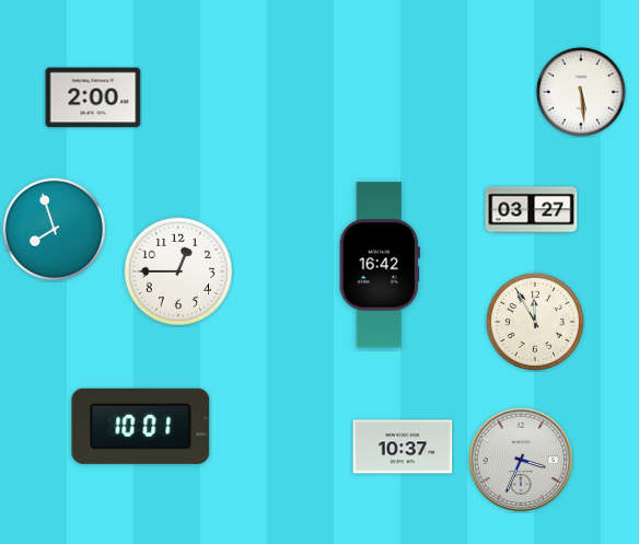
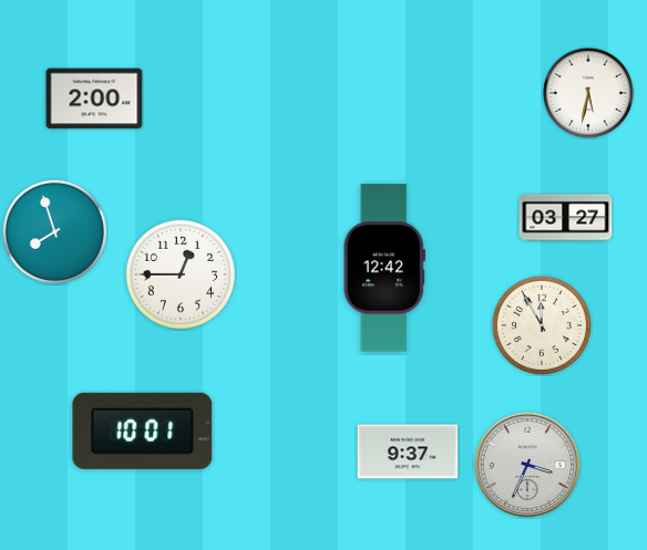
clock at (581, 92): 5:29 -> 5:32
clock at (532, 210) position: (532, 210) -> (566, 218)
clock at (380, 265): 16:42 -> 12:42
clock at (403, 447): 10:37 -> 9:37
